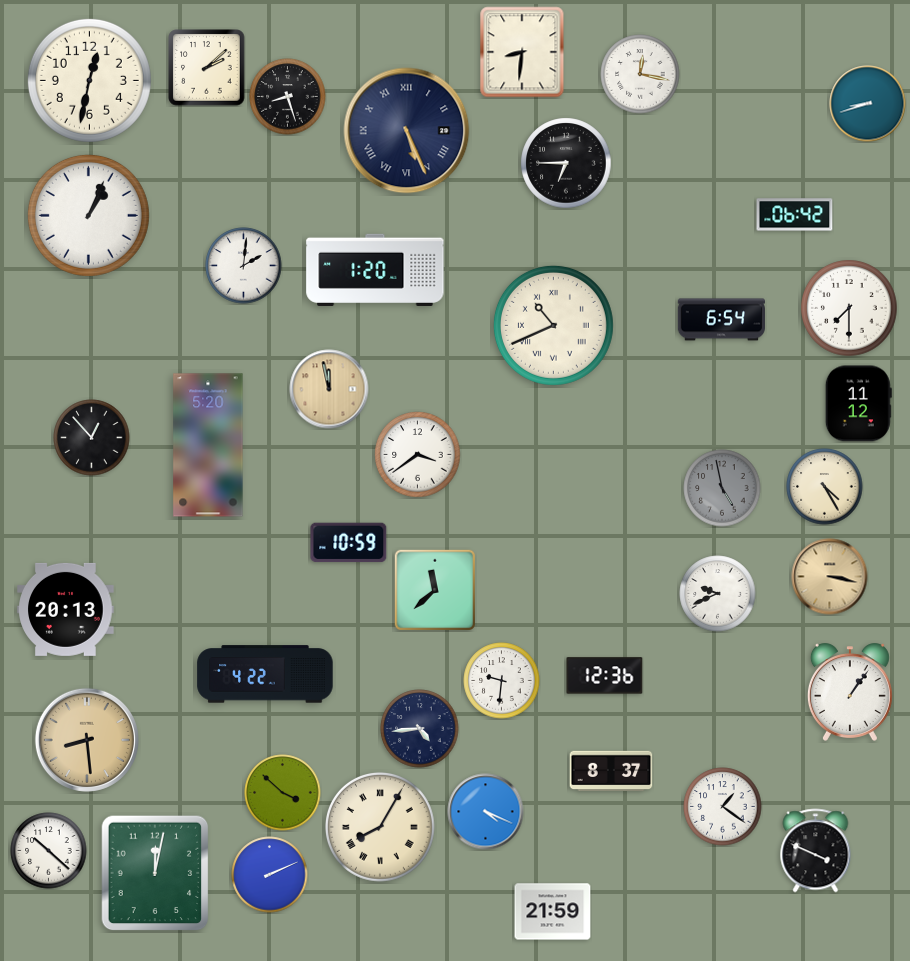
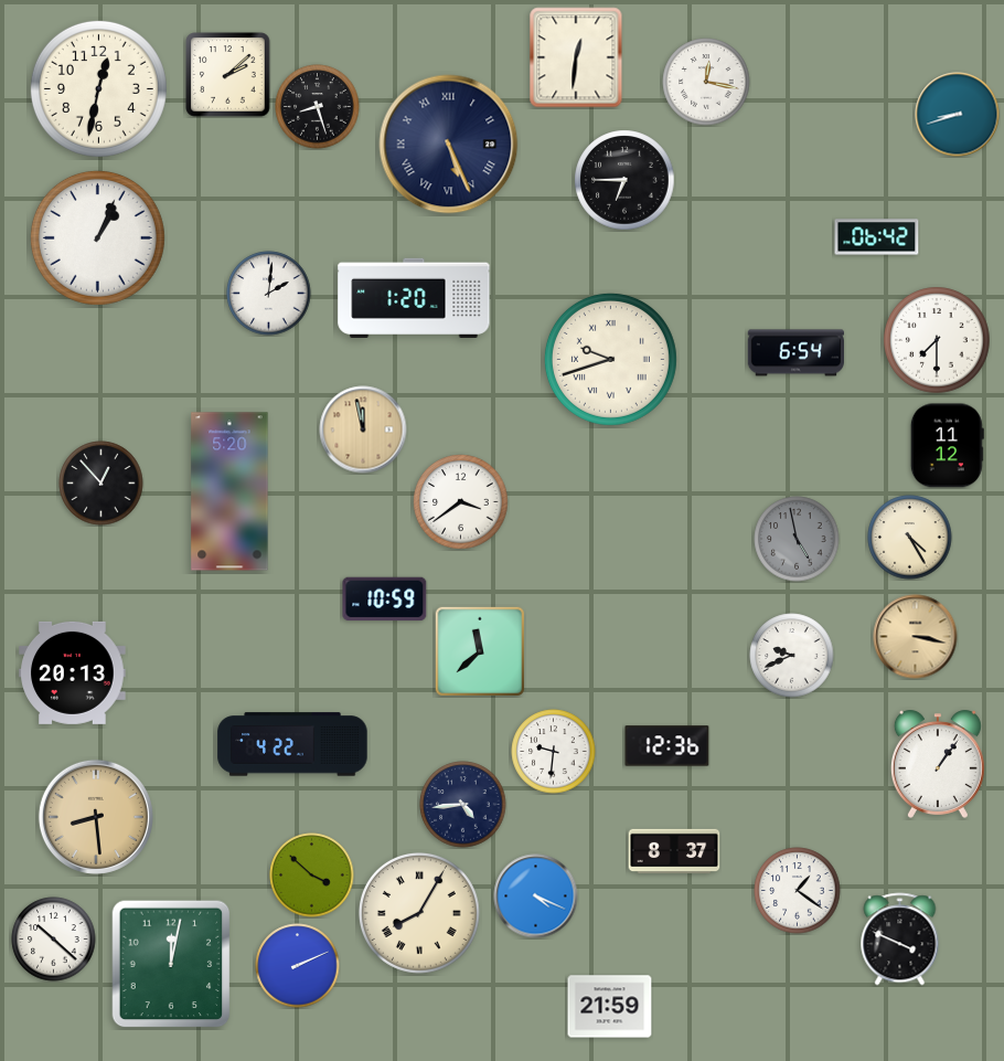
clock at (522, 52): 8:31 -> 12:31
clock at (553, 325): 10:41 -> 9:42
